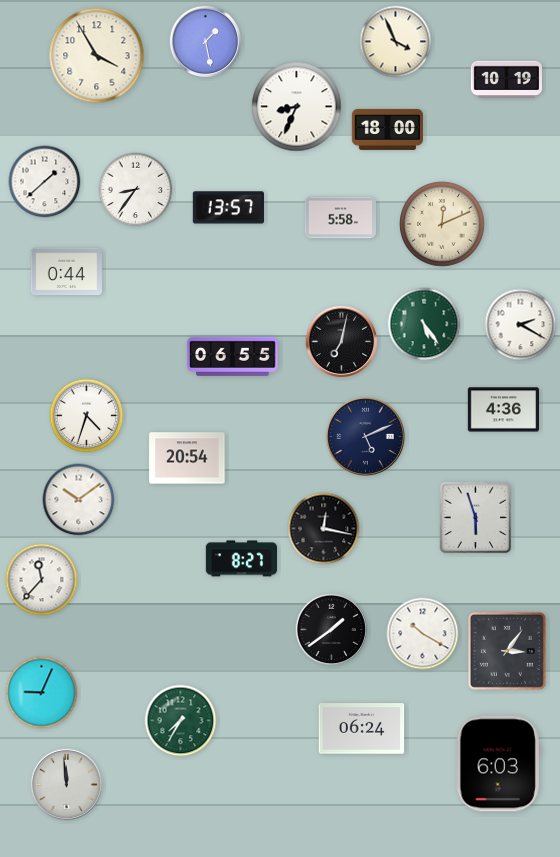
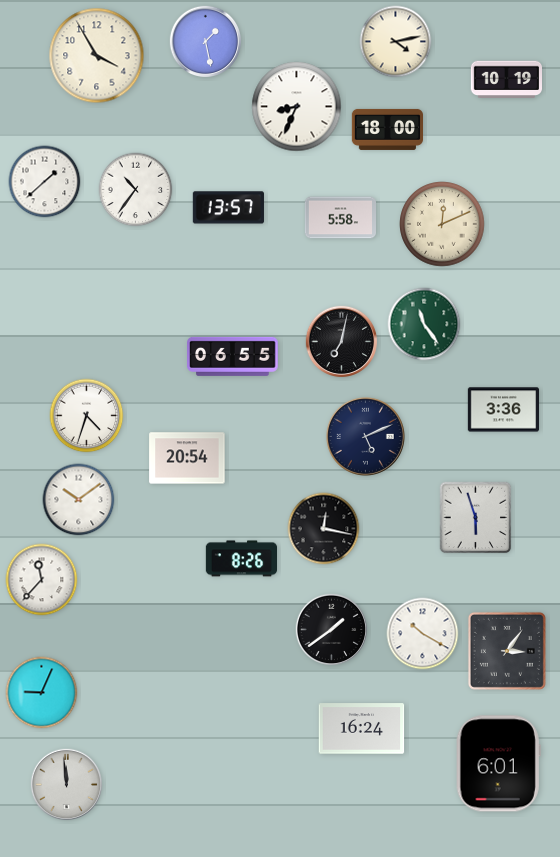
clock at (396, 42): 3:56 -> 4:13
clock at (136, 190): 8:36 -> 10:36
clock at (66, 272): 0:44 -> none
clock at (424, 324): 5:24 -> 11:24
clock at (521, 325): 2:20 -> none
clock at (503, 410): 4:36 -> 3:36
clock at (241, 559): 8:27 -> 8:26
clock at (181, 721): 7:35 -> none
clock at (362, 729): 06:24 -> 16:24
clock at (498, 764): 6:03 -> 6:01
